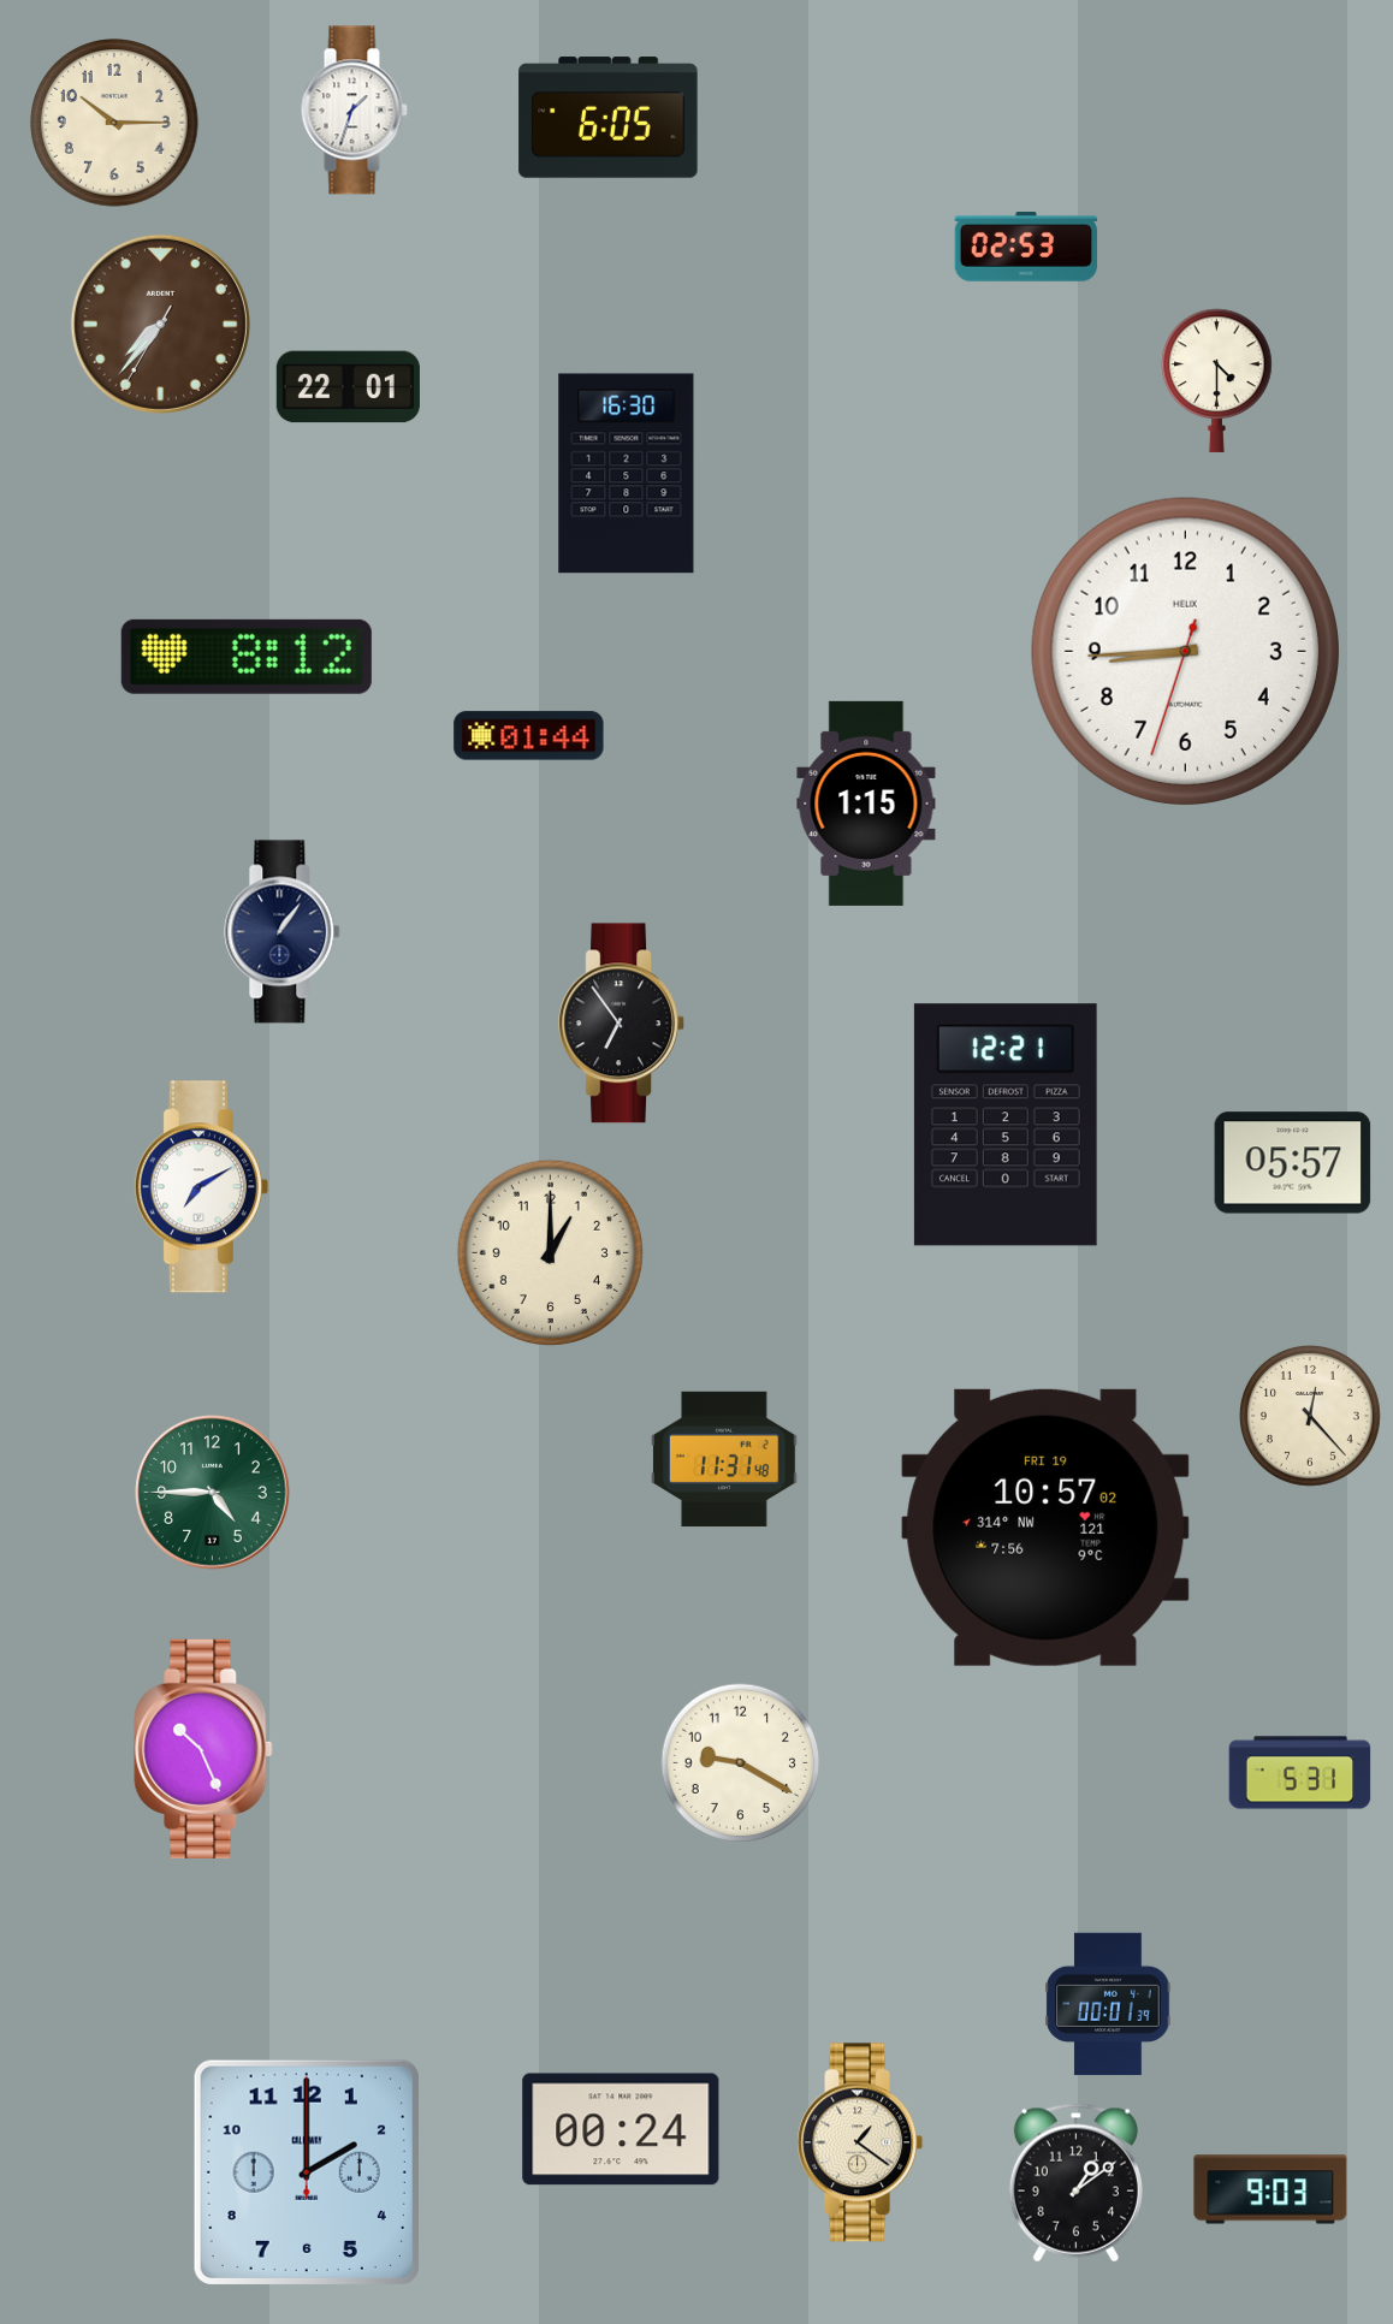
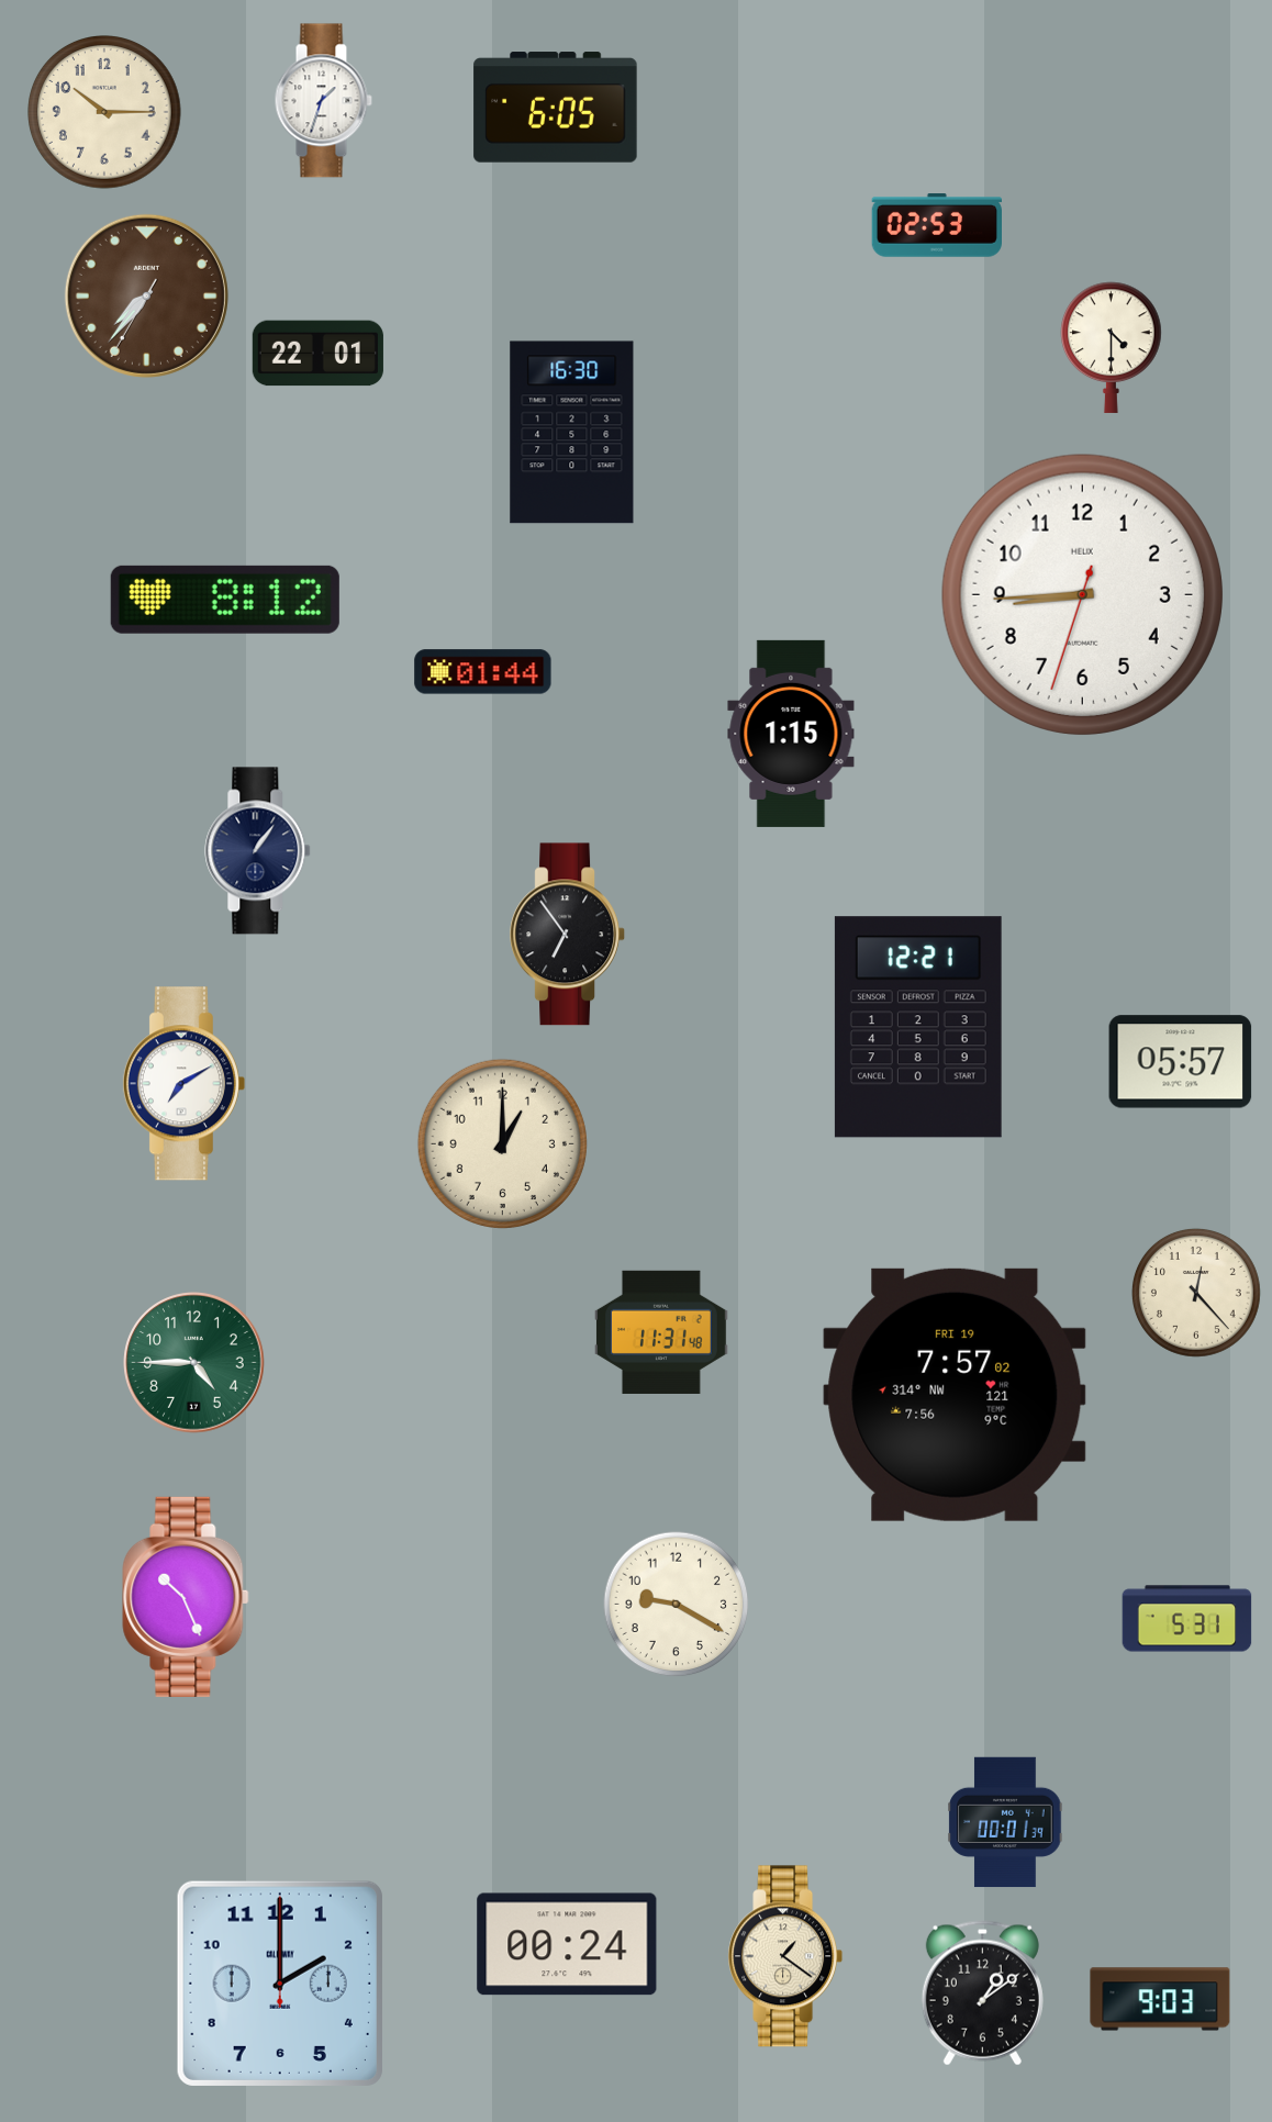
clock at (1045, 1528): 10:57 -> 7:57
clock at (741, 1763) position: (741, 1763) -> (677, 1605)
clock at (1108, 2004) position: (1108, 2004) -> (1005, 1822)
